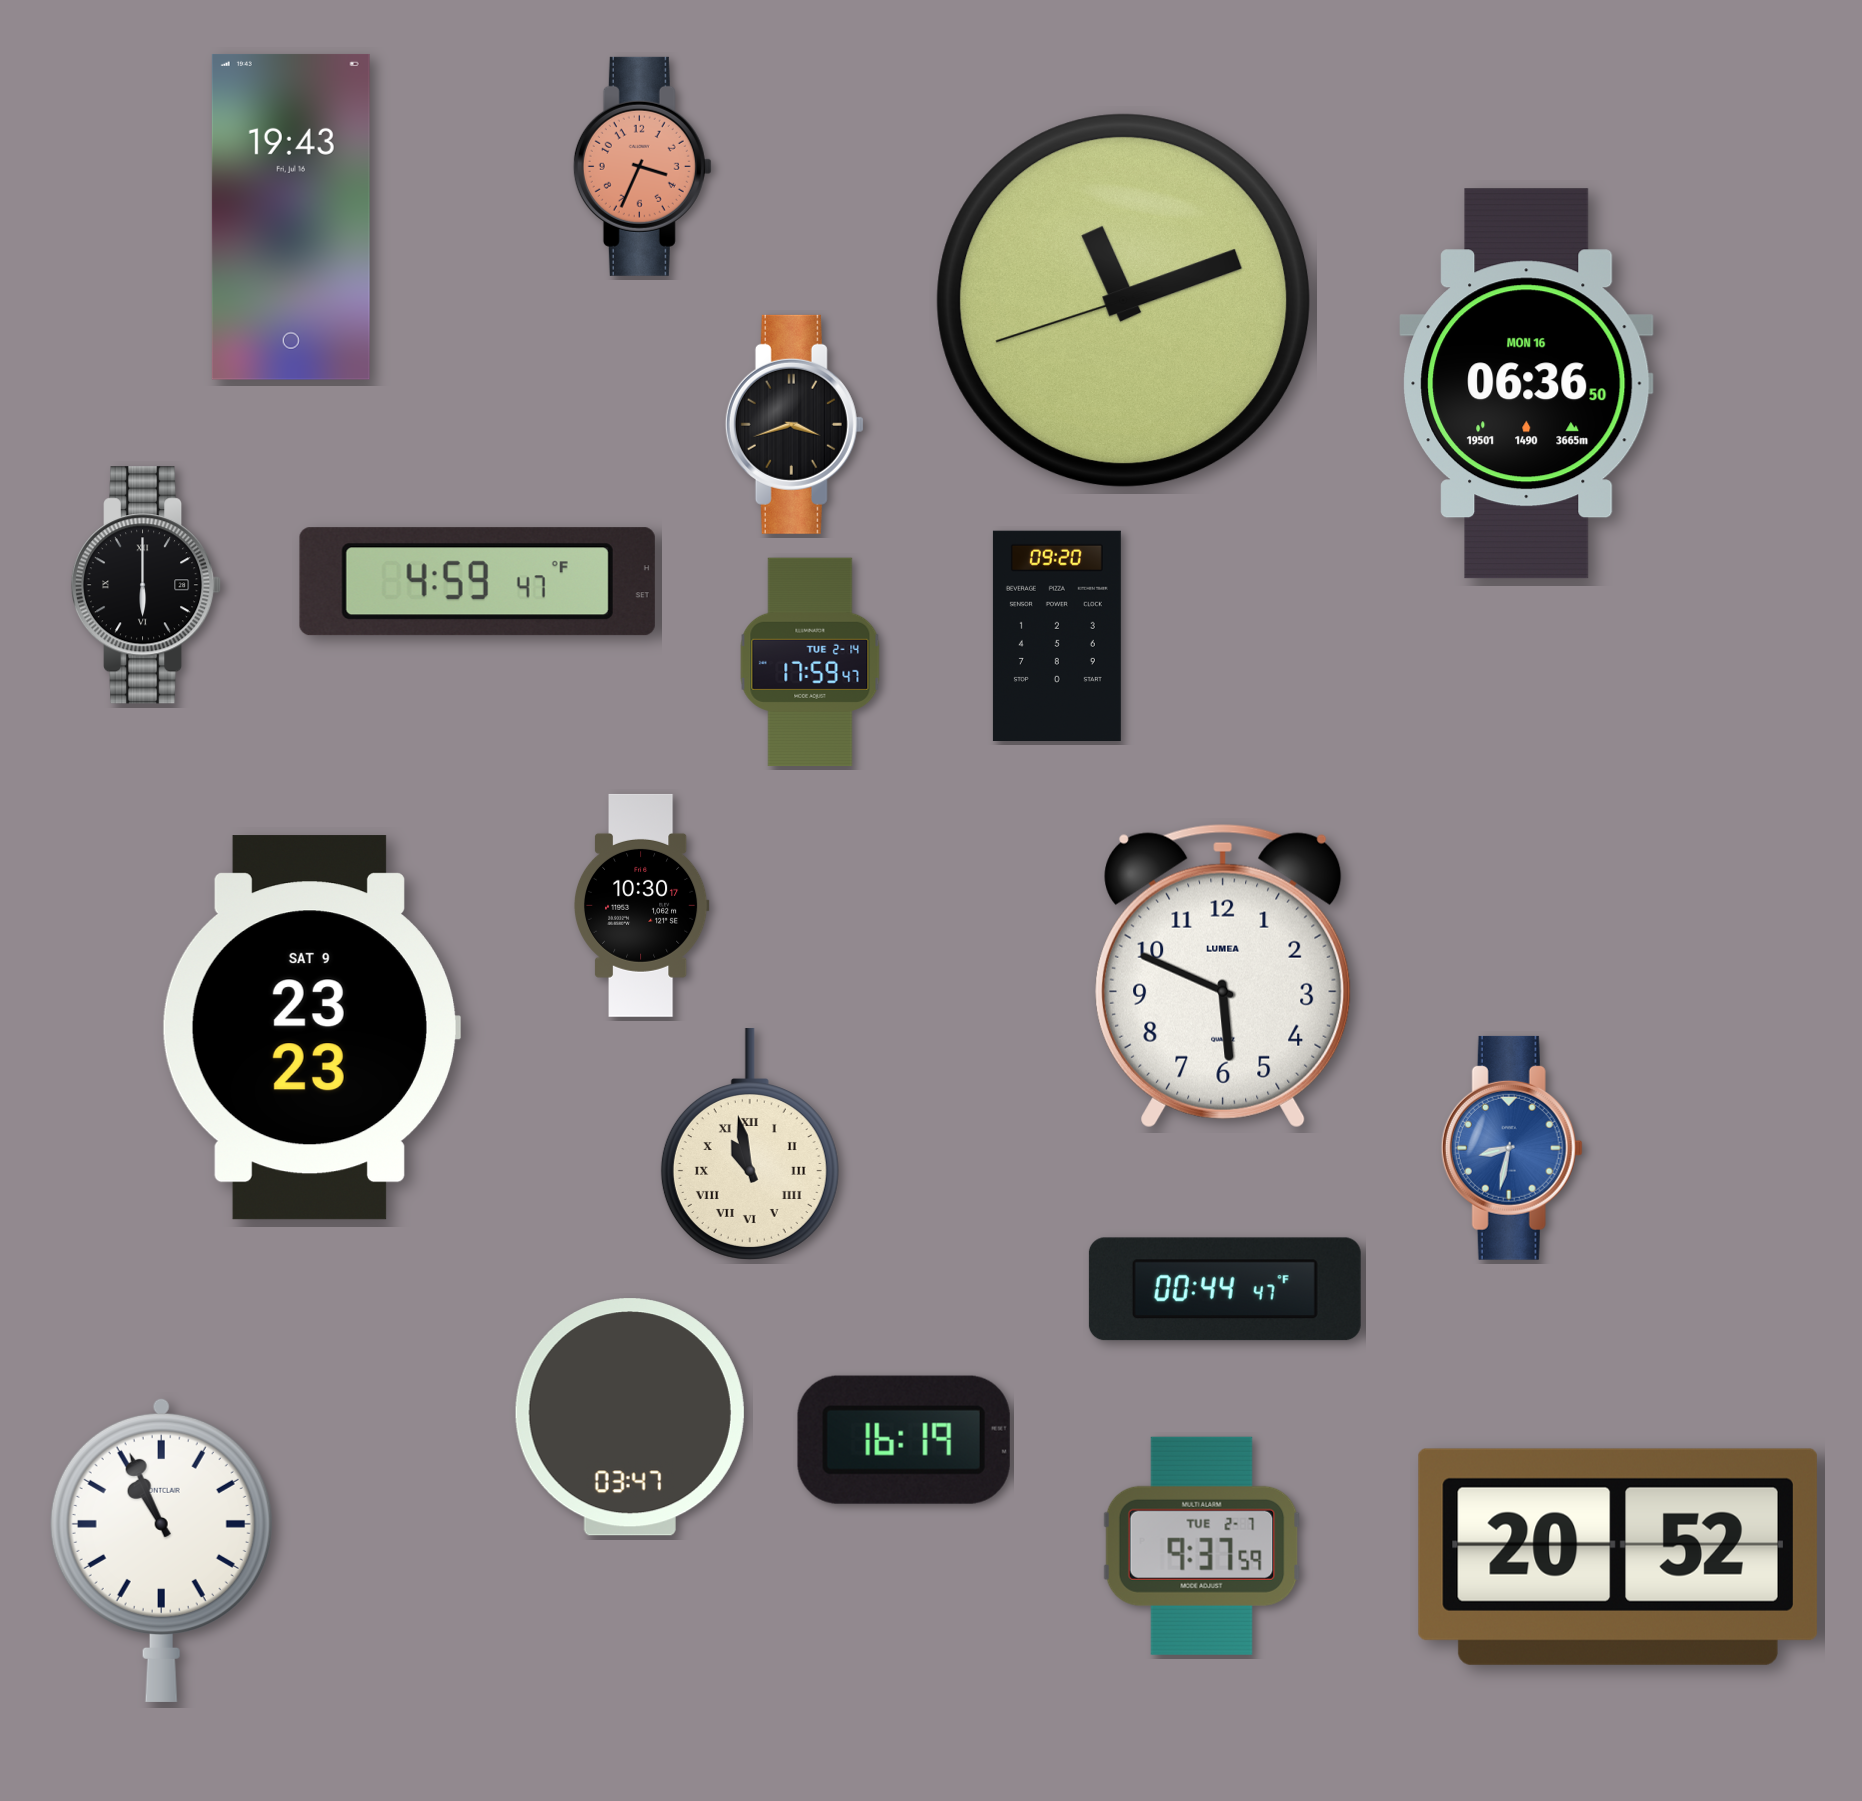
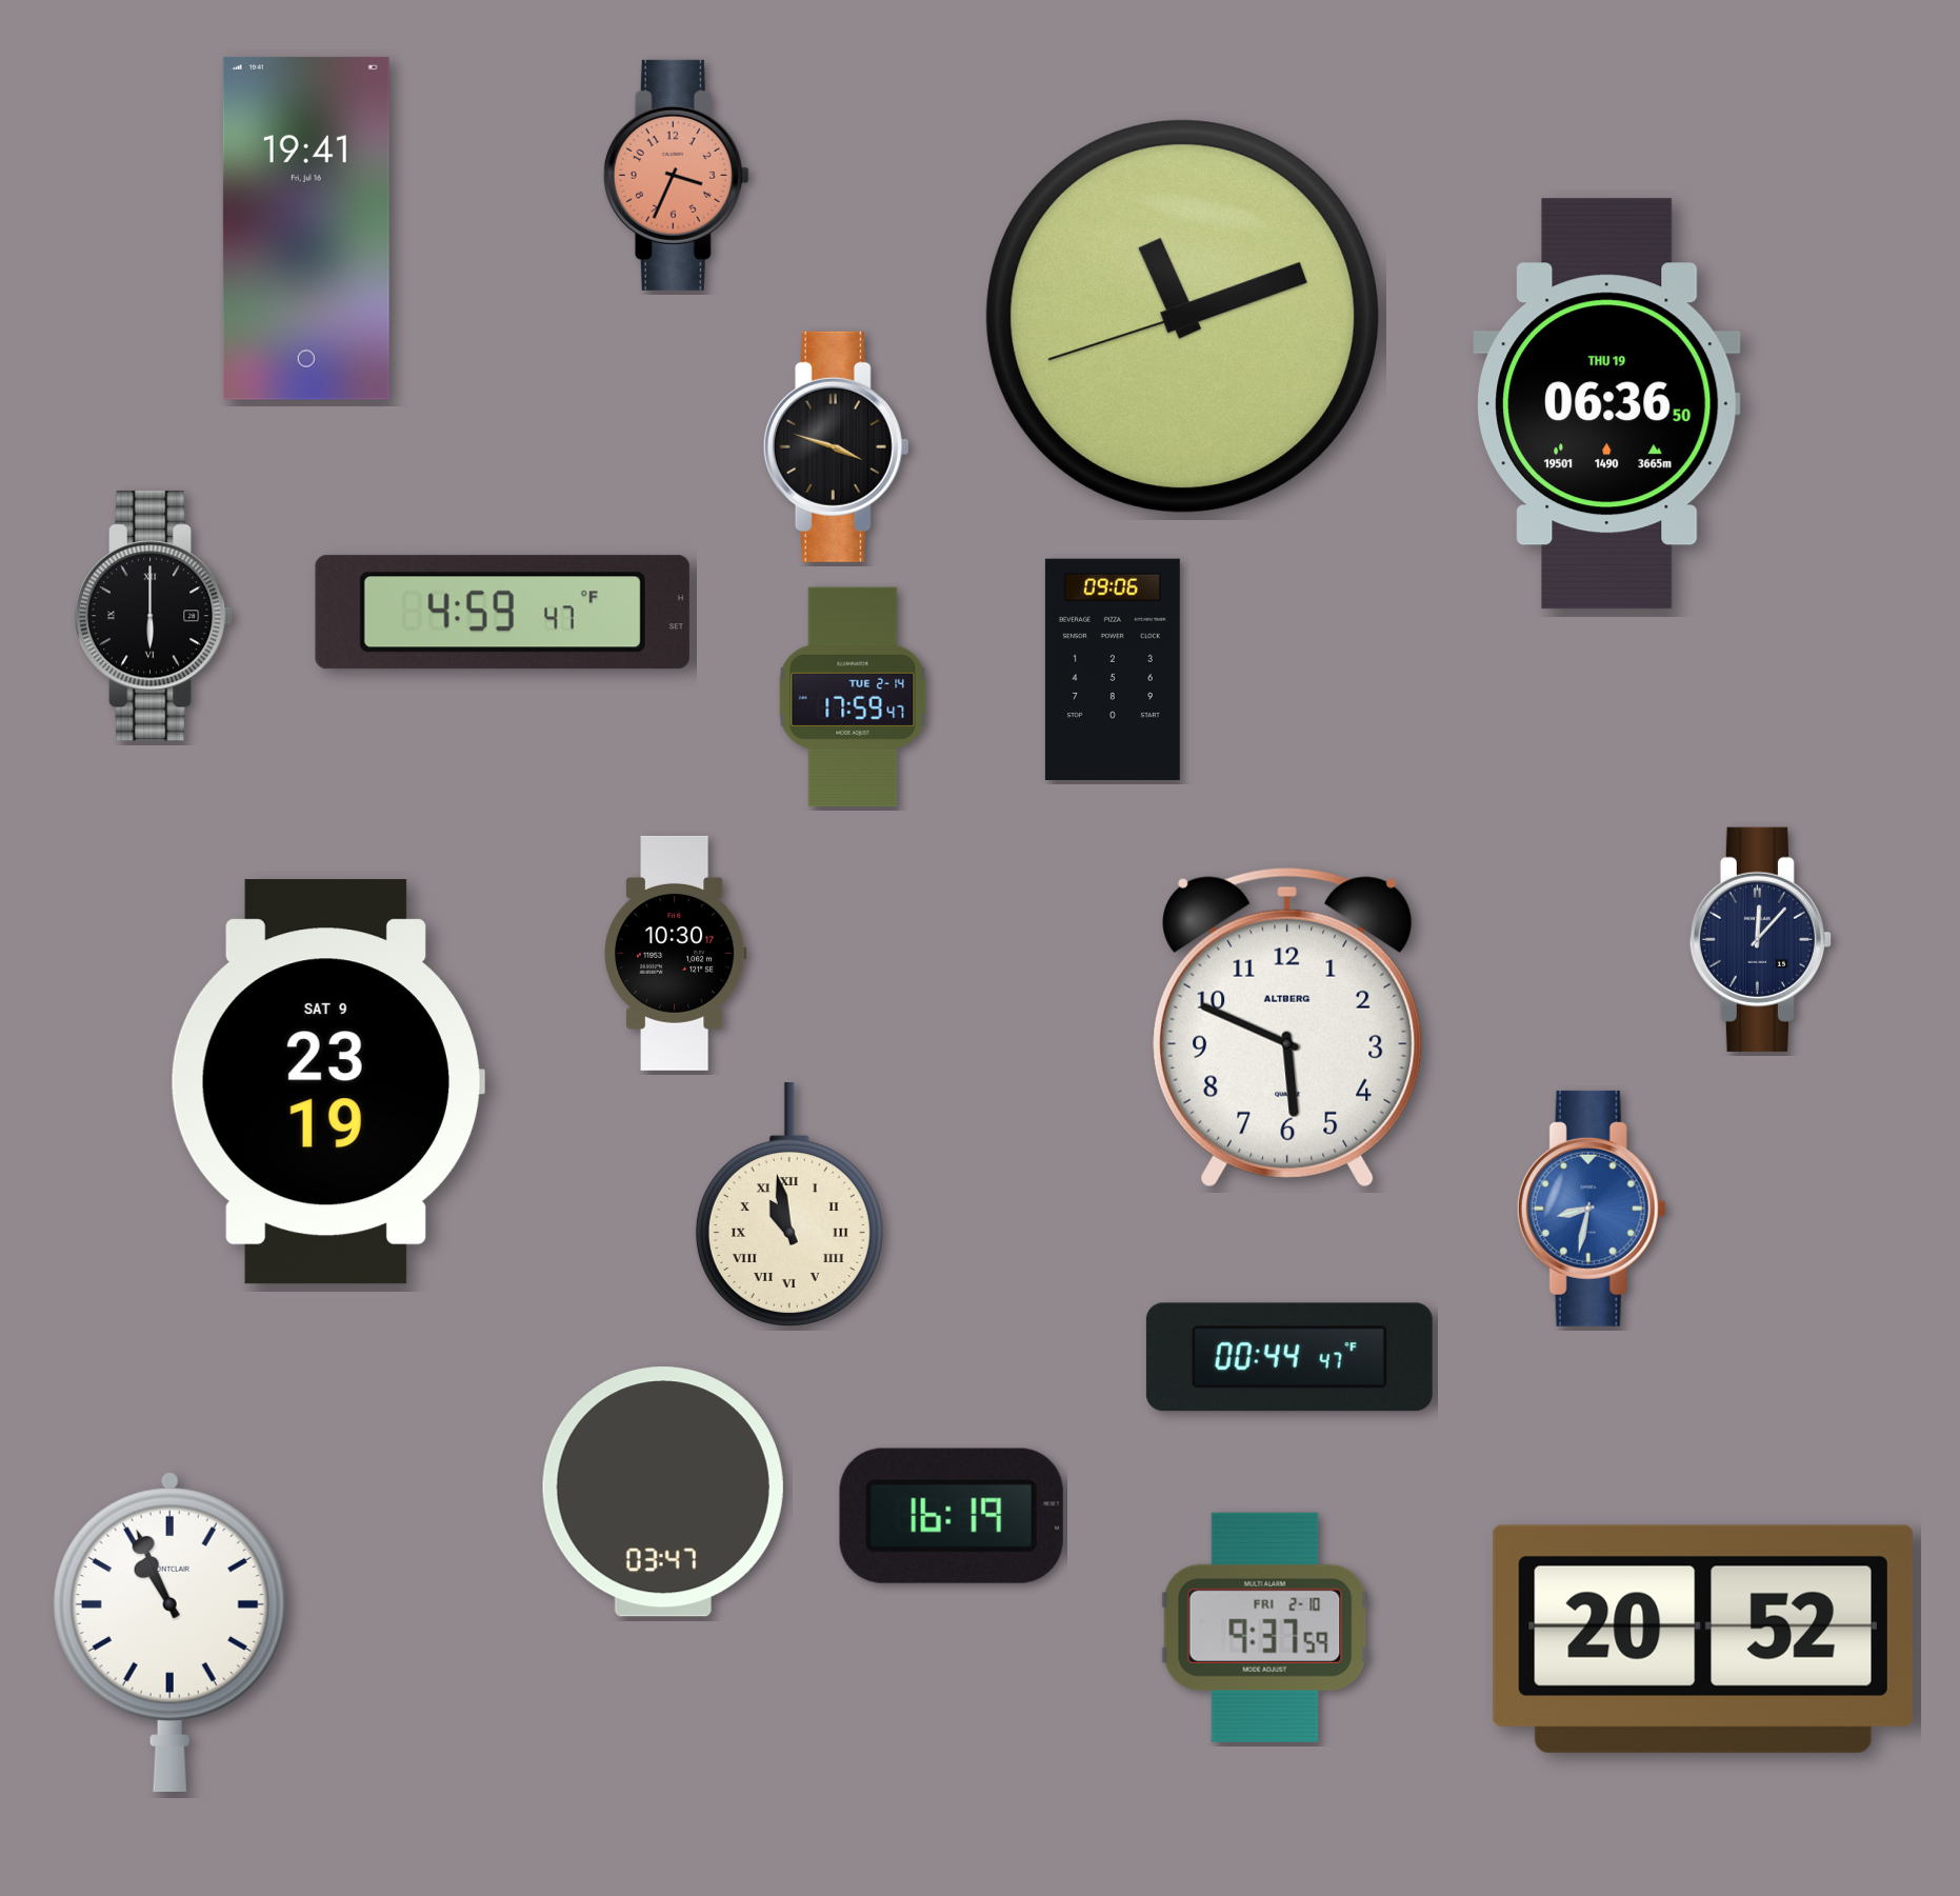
clock at (291, 217): 19:43 -> 19:41
clock at (1527, 384) date: MON 16 -> THU 19
clock at (794, 424): 3:42 -> 3:48
clock at (1057, 635): 09:20 -> 09:06
clock at (1760, 939): none -> 12:07
clock at (1223, 976) brand: LUMEA -> ALTBERG
clock at (310, 1028): 23:23 -> 23:19
clock at (1202, 1546) date: TUE 2-7 -> FRI 2-10
